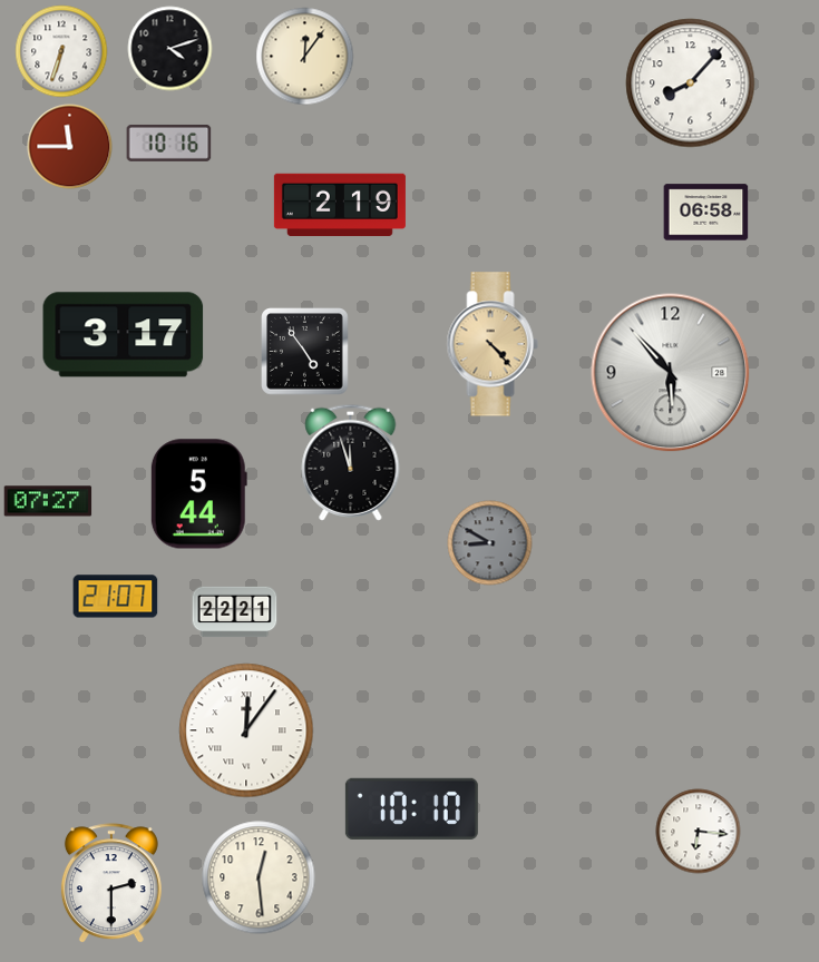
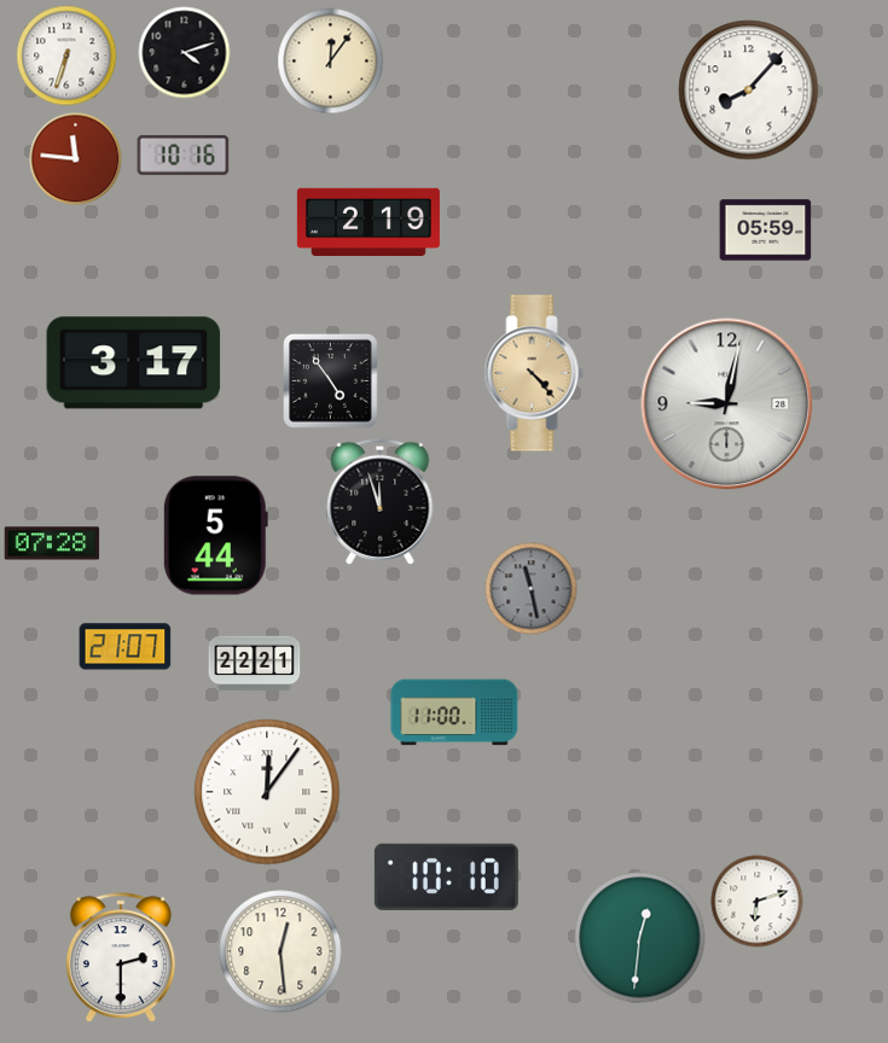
clock at (70, 147): 11:45 -> 11:46
clock at (706, 213): 06:58 -> 05:59
clock at (671, 373): 5:53 -> 9:02
clock at (48, 501): 07:27 -> 07:28
clock at (490, 543): 8:50 -> 11:28
clock at (454, 712): none -> 11:00
clock at (699, 832): 6:16 -> 6:12
clock at (640, 938): none -> 12:31
